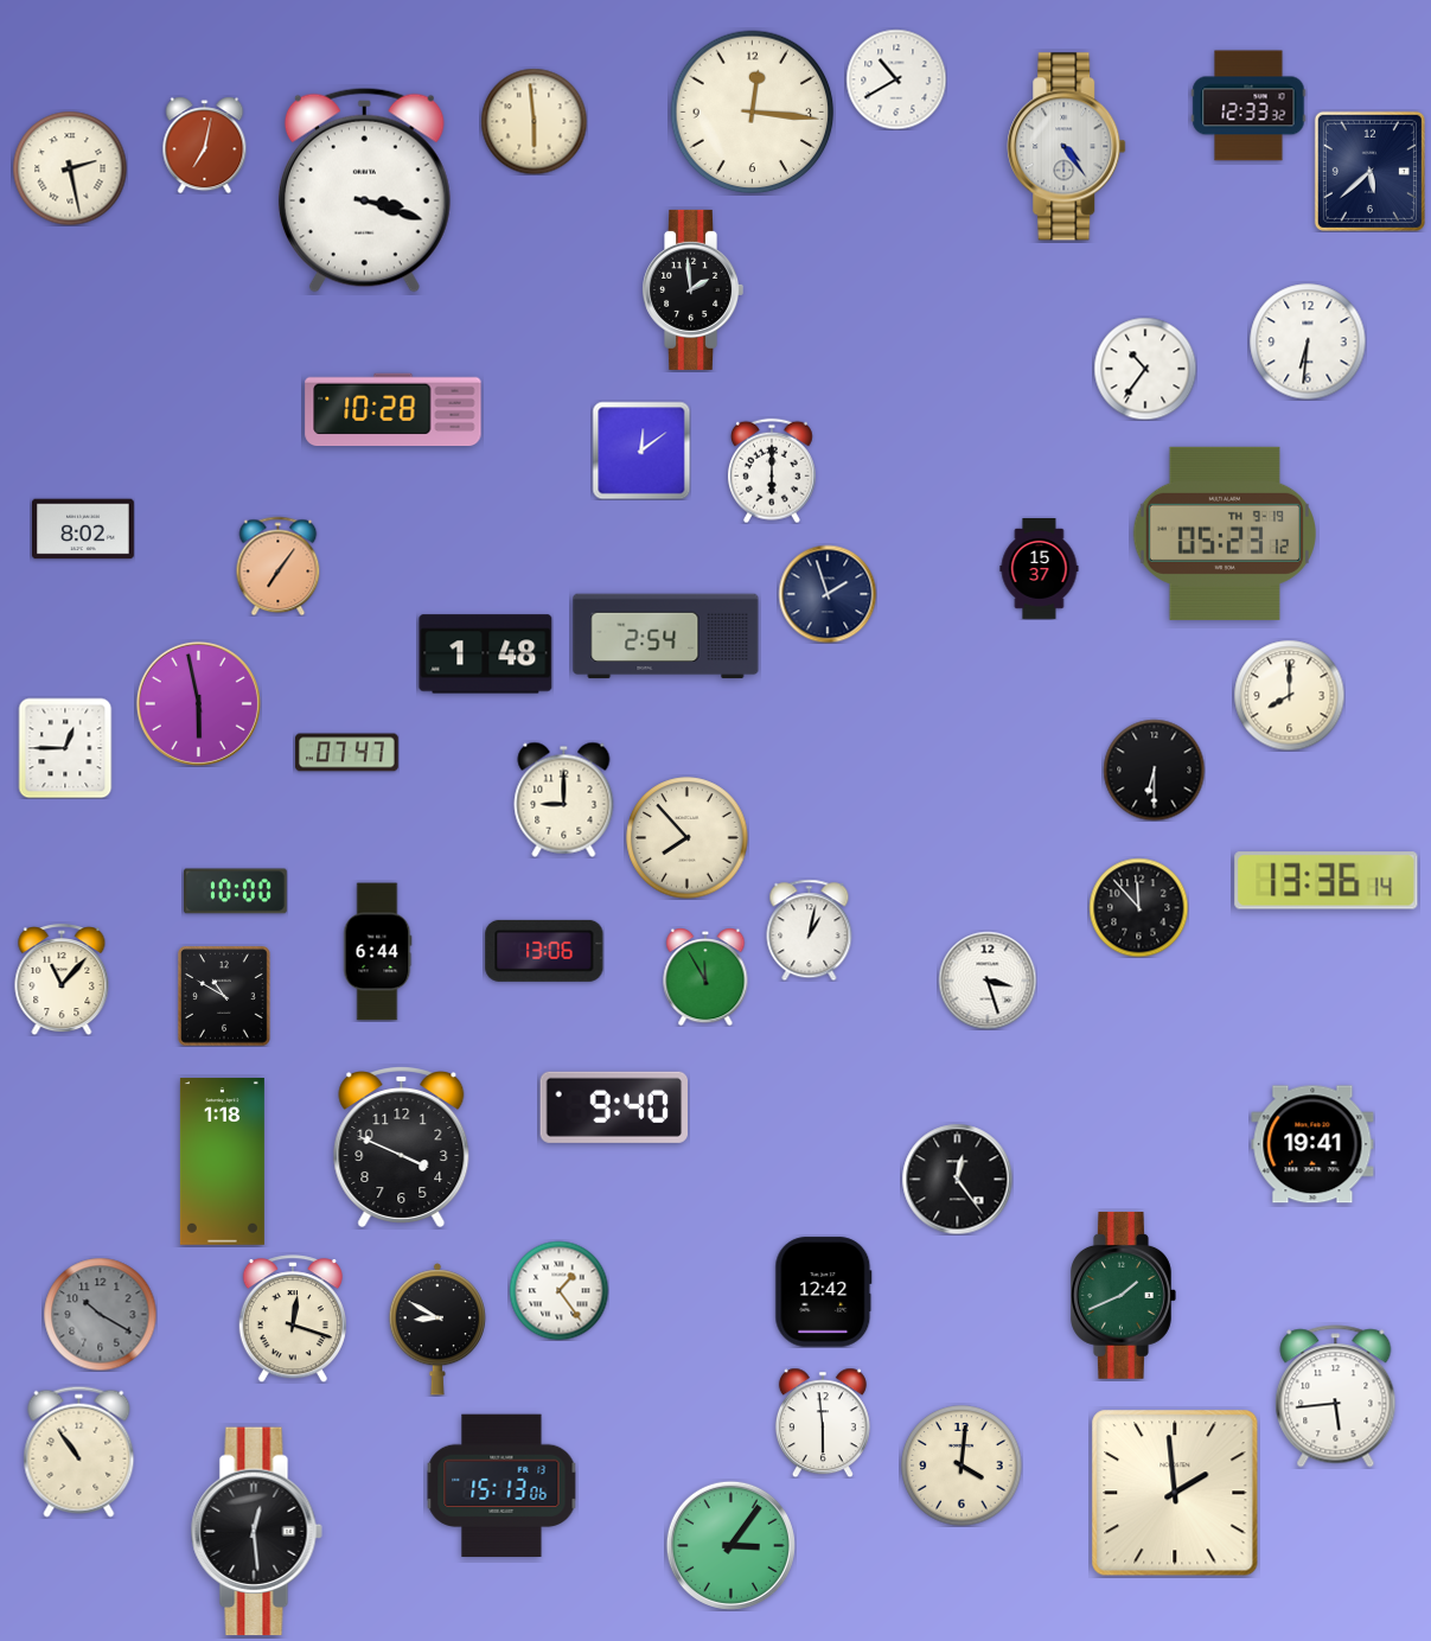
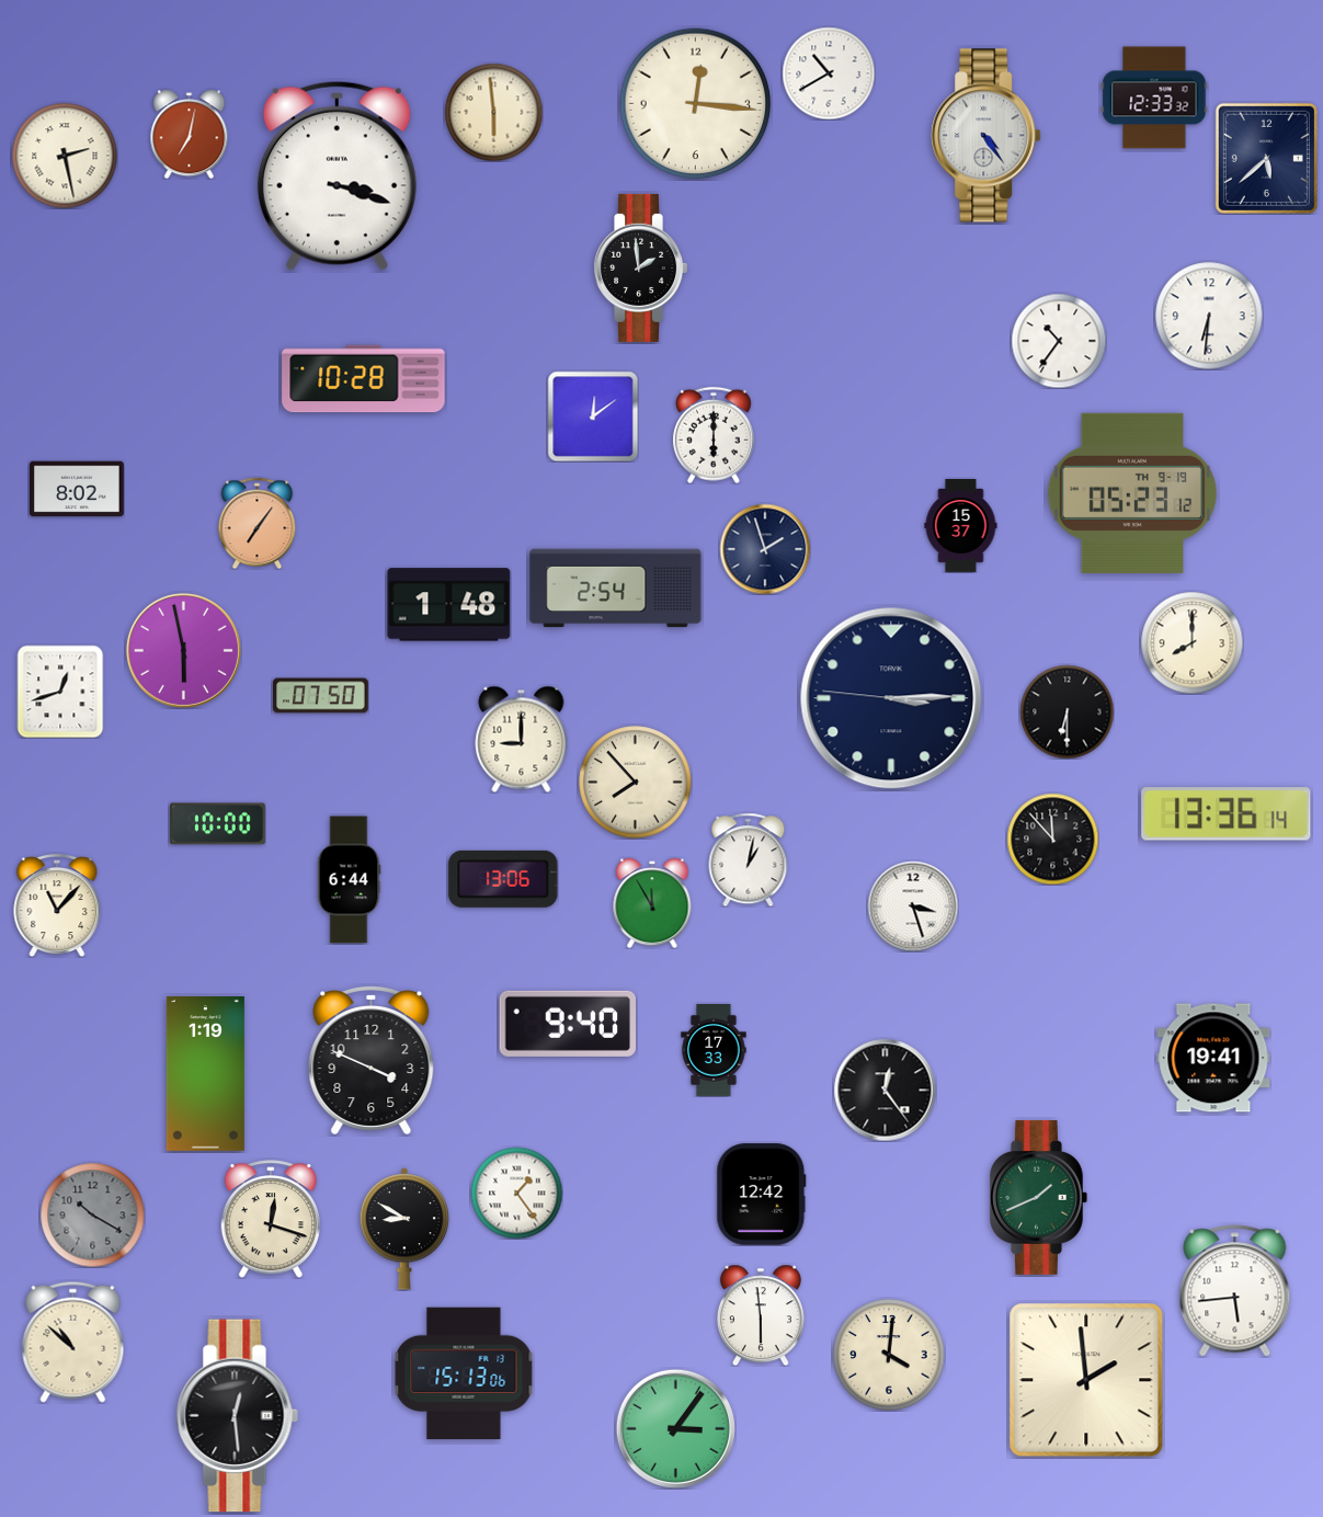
clock at (65, 748): 12:45 -> 12:42
clock at (347, 753): 07:47 -> 07:50
clock at (891, 698): none -> 3:14
clock at (688, 838) position: (688, 838) -> (636, 783)
clock at (225, 996): 10:50 -> none
clock at (714, 1050): none -> 17:33
clock at (222, 1162): 1:18 -> 1:19
clock at (79, 1451): 10:54 -> 10:52
